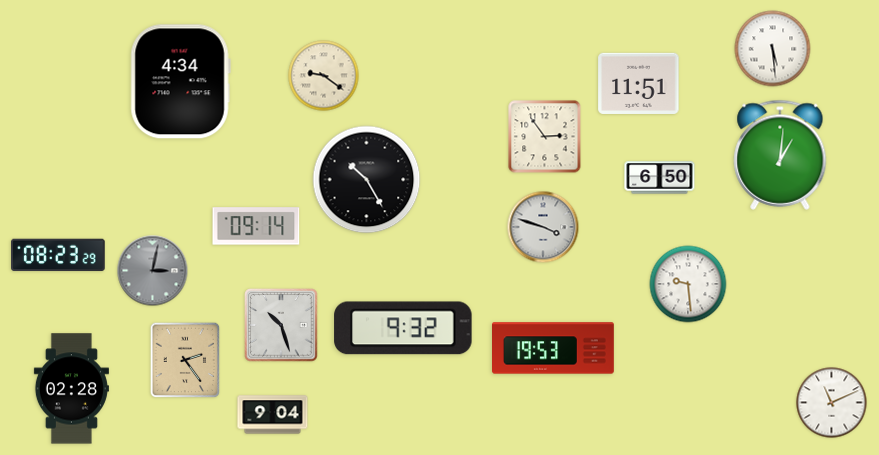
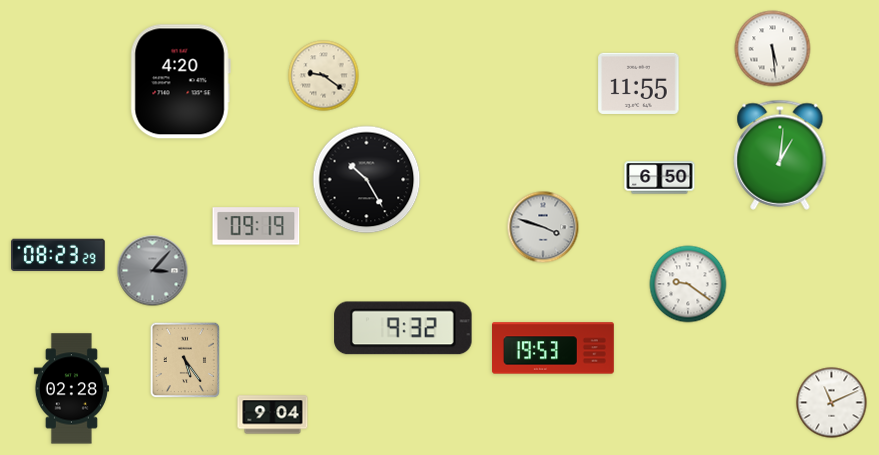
clock at (180, 82): 4:34 -> 4:20
clock at (639, 83): 11:51 -> 11:55
clock at (545, 137): 2:54 -> none
clock at (256, 226): 09:14 -> 09:19
clock at (153, 271): 3:02 -> 3:07
clock at (688, 284): 9:29 -> 9:21
clock at (281, 325): 10:27 -> none
clock at (185, 360): 2:24 -> 5:24
